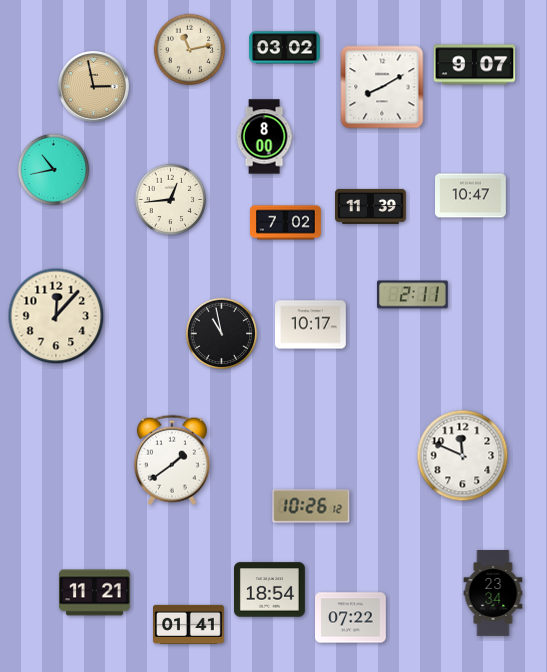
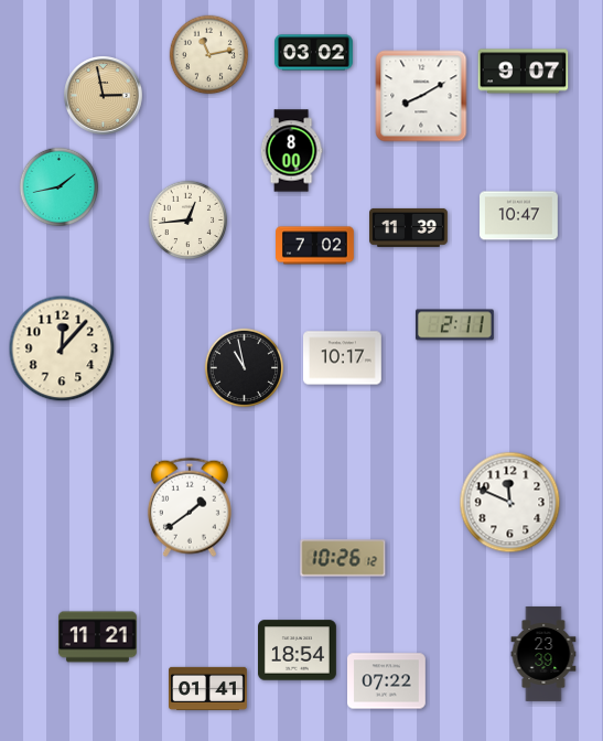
clock at (54, 170): 10:43 -> 1:43
clock at (95, 593) position: (95, 593) -> (98, 637)
clock at (493, 593): 23:34 -> 23:39
